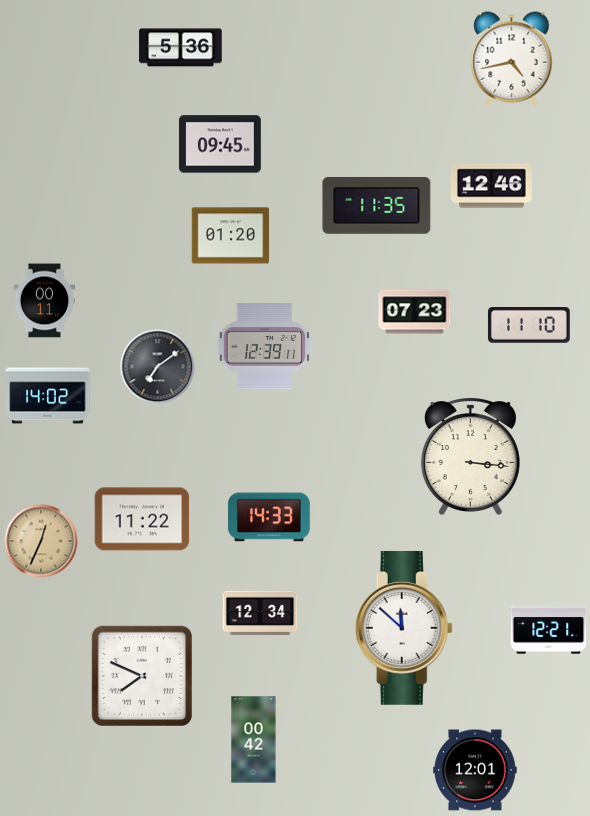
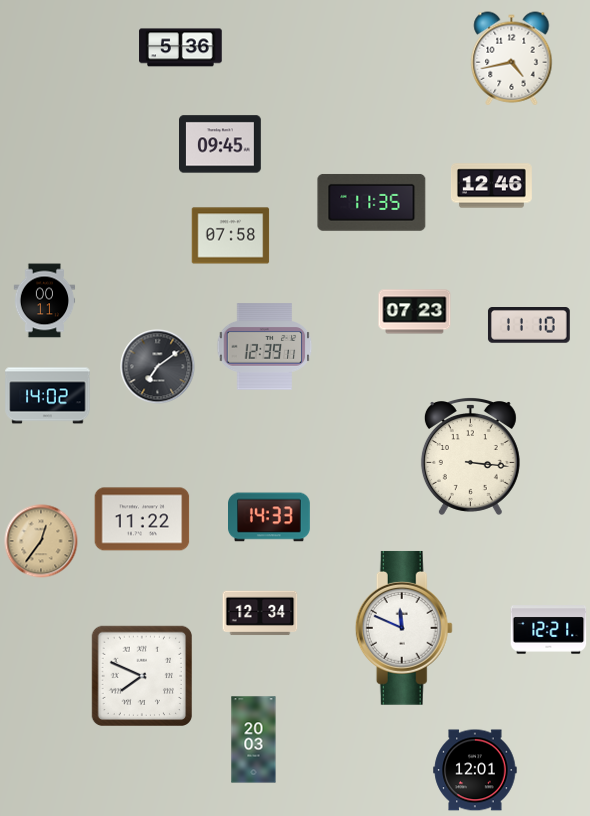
clock at (377, 205) position: (377, 205) -> (372, 202)
clock at (231, 236): 01:20 -> 07:58
clock at (41, 541): 12:34 -> 12:36
clock at (404, 628): 11:52 -> 11:49
clock at (254, 740): 00:42 -> 20:03
